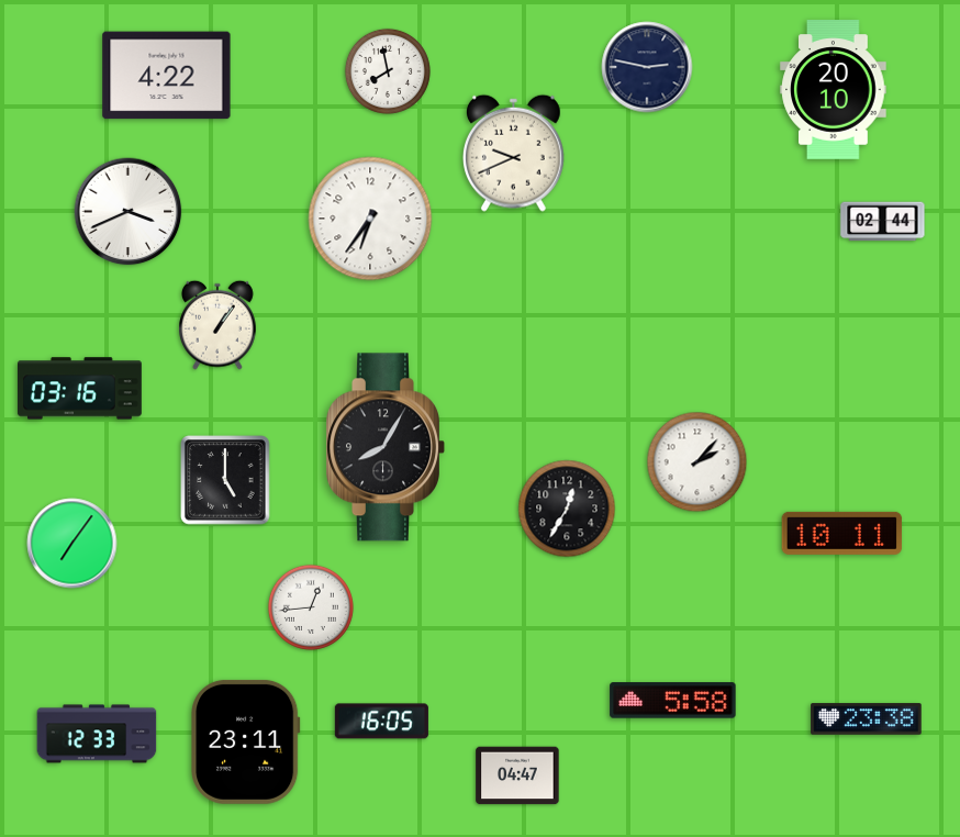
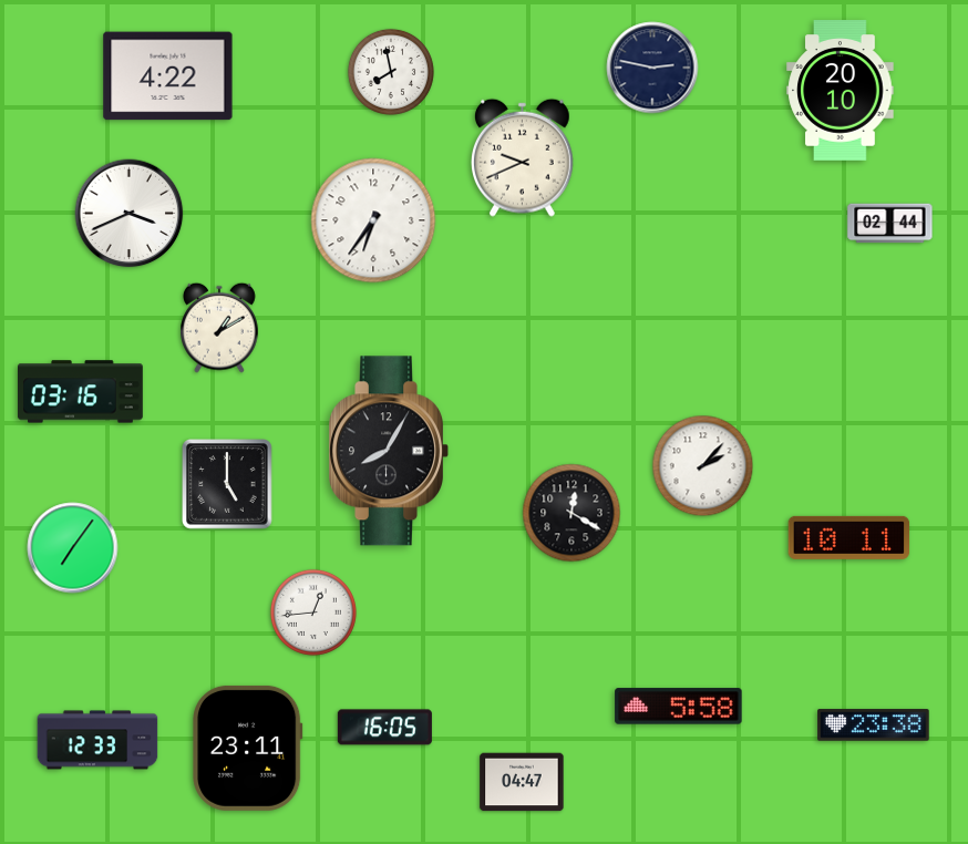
clock at (514, 153) position: (514, 153) -> (523, 157)
clock at (219, 325): 1:06 -> 1:10
clock at (567, 509): 12:35 -> 12:20
